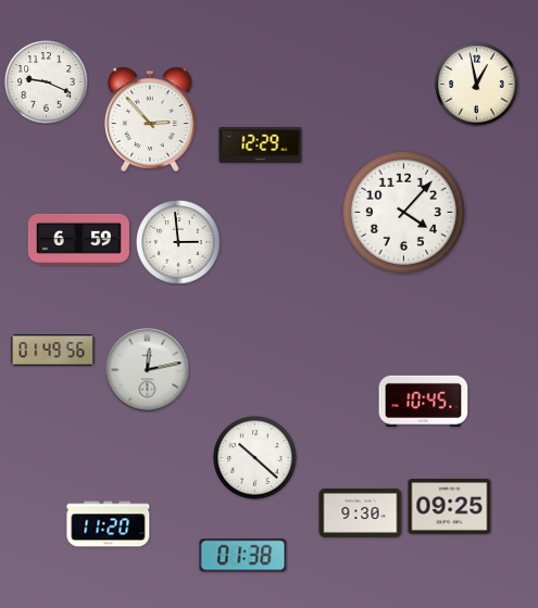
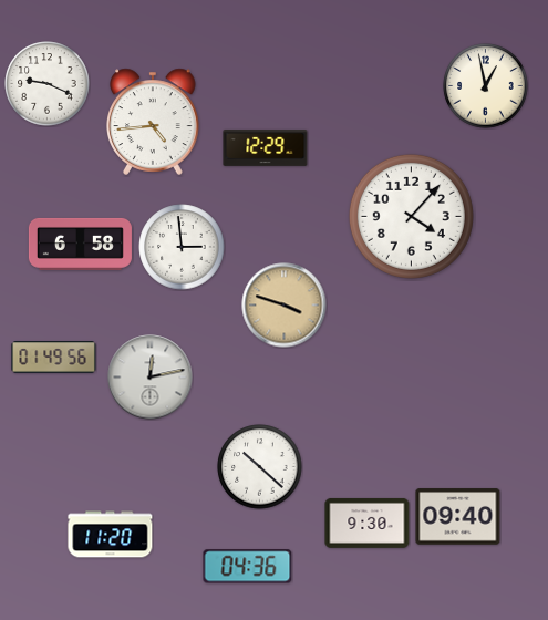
clock at (150, 119): 2:53 -> 4:44
clock at (78, 239): 6:59 -> 6:58
clock at (285, 306): none -> 3:48
clock at (424, 401): 10:45 -> none
clock at (450, 507): 09:25 -> 09:40
clock at (243, 556): 01:38 -> 04:36
